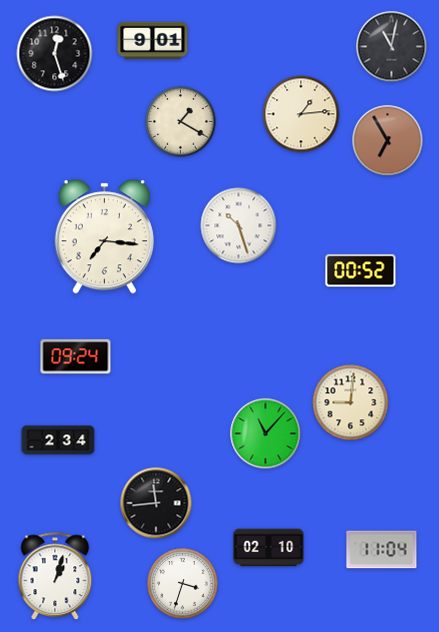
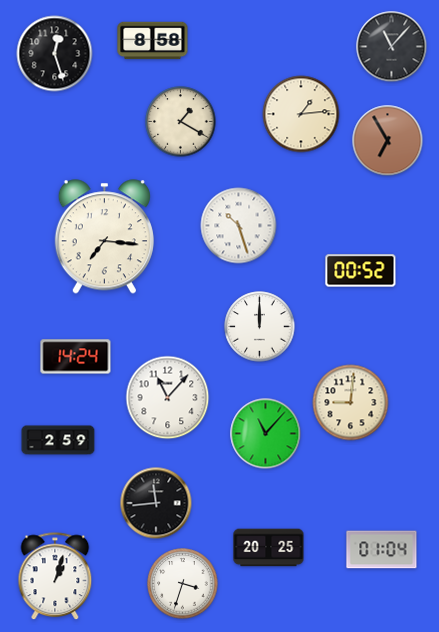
clock at (153, 41): 9:01 -> 8:58
clock at (392, 47): 11:02 -> 11:07
clock at (260, 327): none -> 12:00
clock at (76, 357): 09:24 -> 14:24
clock at (168, 398): none -> 11:07
clock at (58, 440): 2:34 -> 2:59
clock at (269, 548): 02:10 -> 20:25
clock at (382, 550): 11:04 -> 01:04
